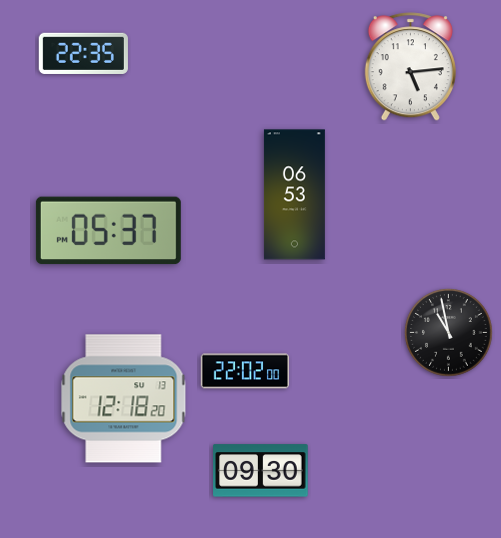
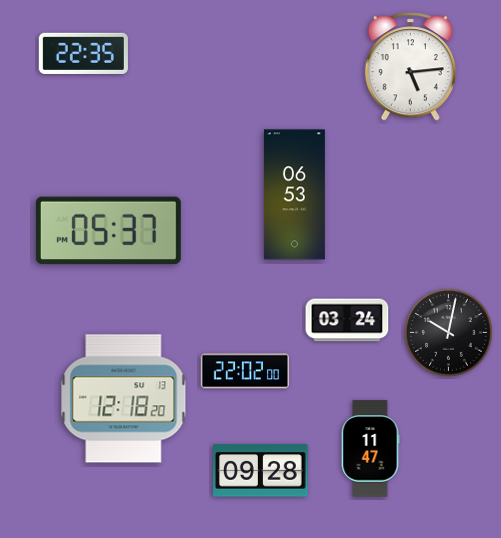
clock at (347, 320): none -> 03:24
clock at (449, 333): 10:58 -> 10:02
clock at (370, 449): none -> 11:47
clock at (261, 471): 09:30 -> 09:28
